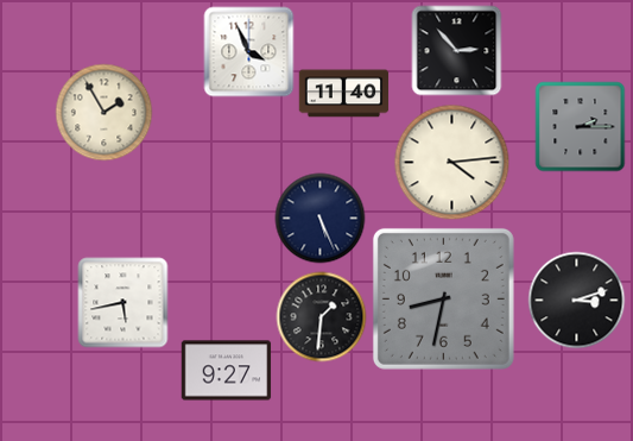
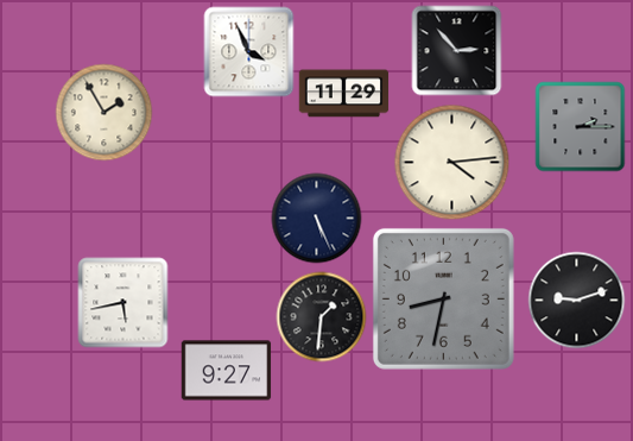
clock at (344, 94): 11:40 -> 11:29
clock at (321, 219) position: (321, 219) -> (317, 219)
clock at (577, 301): 3:12 -> 9:12
